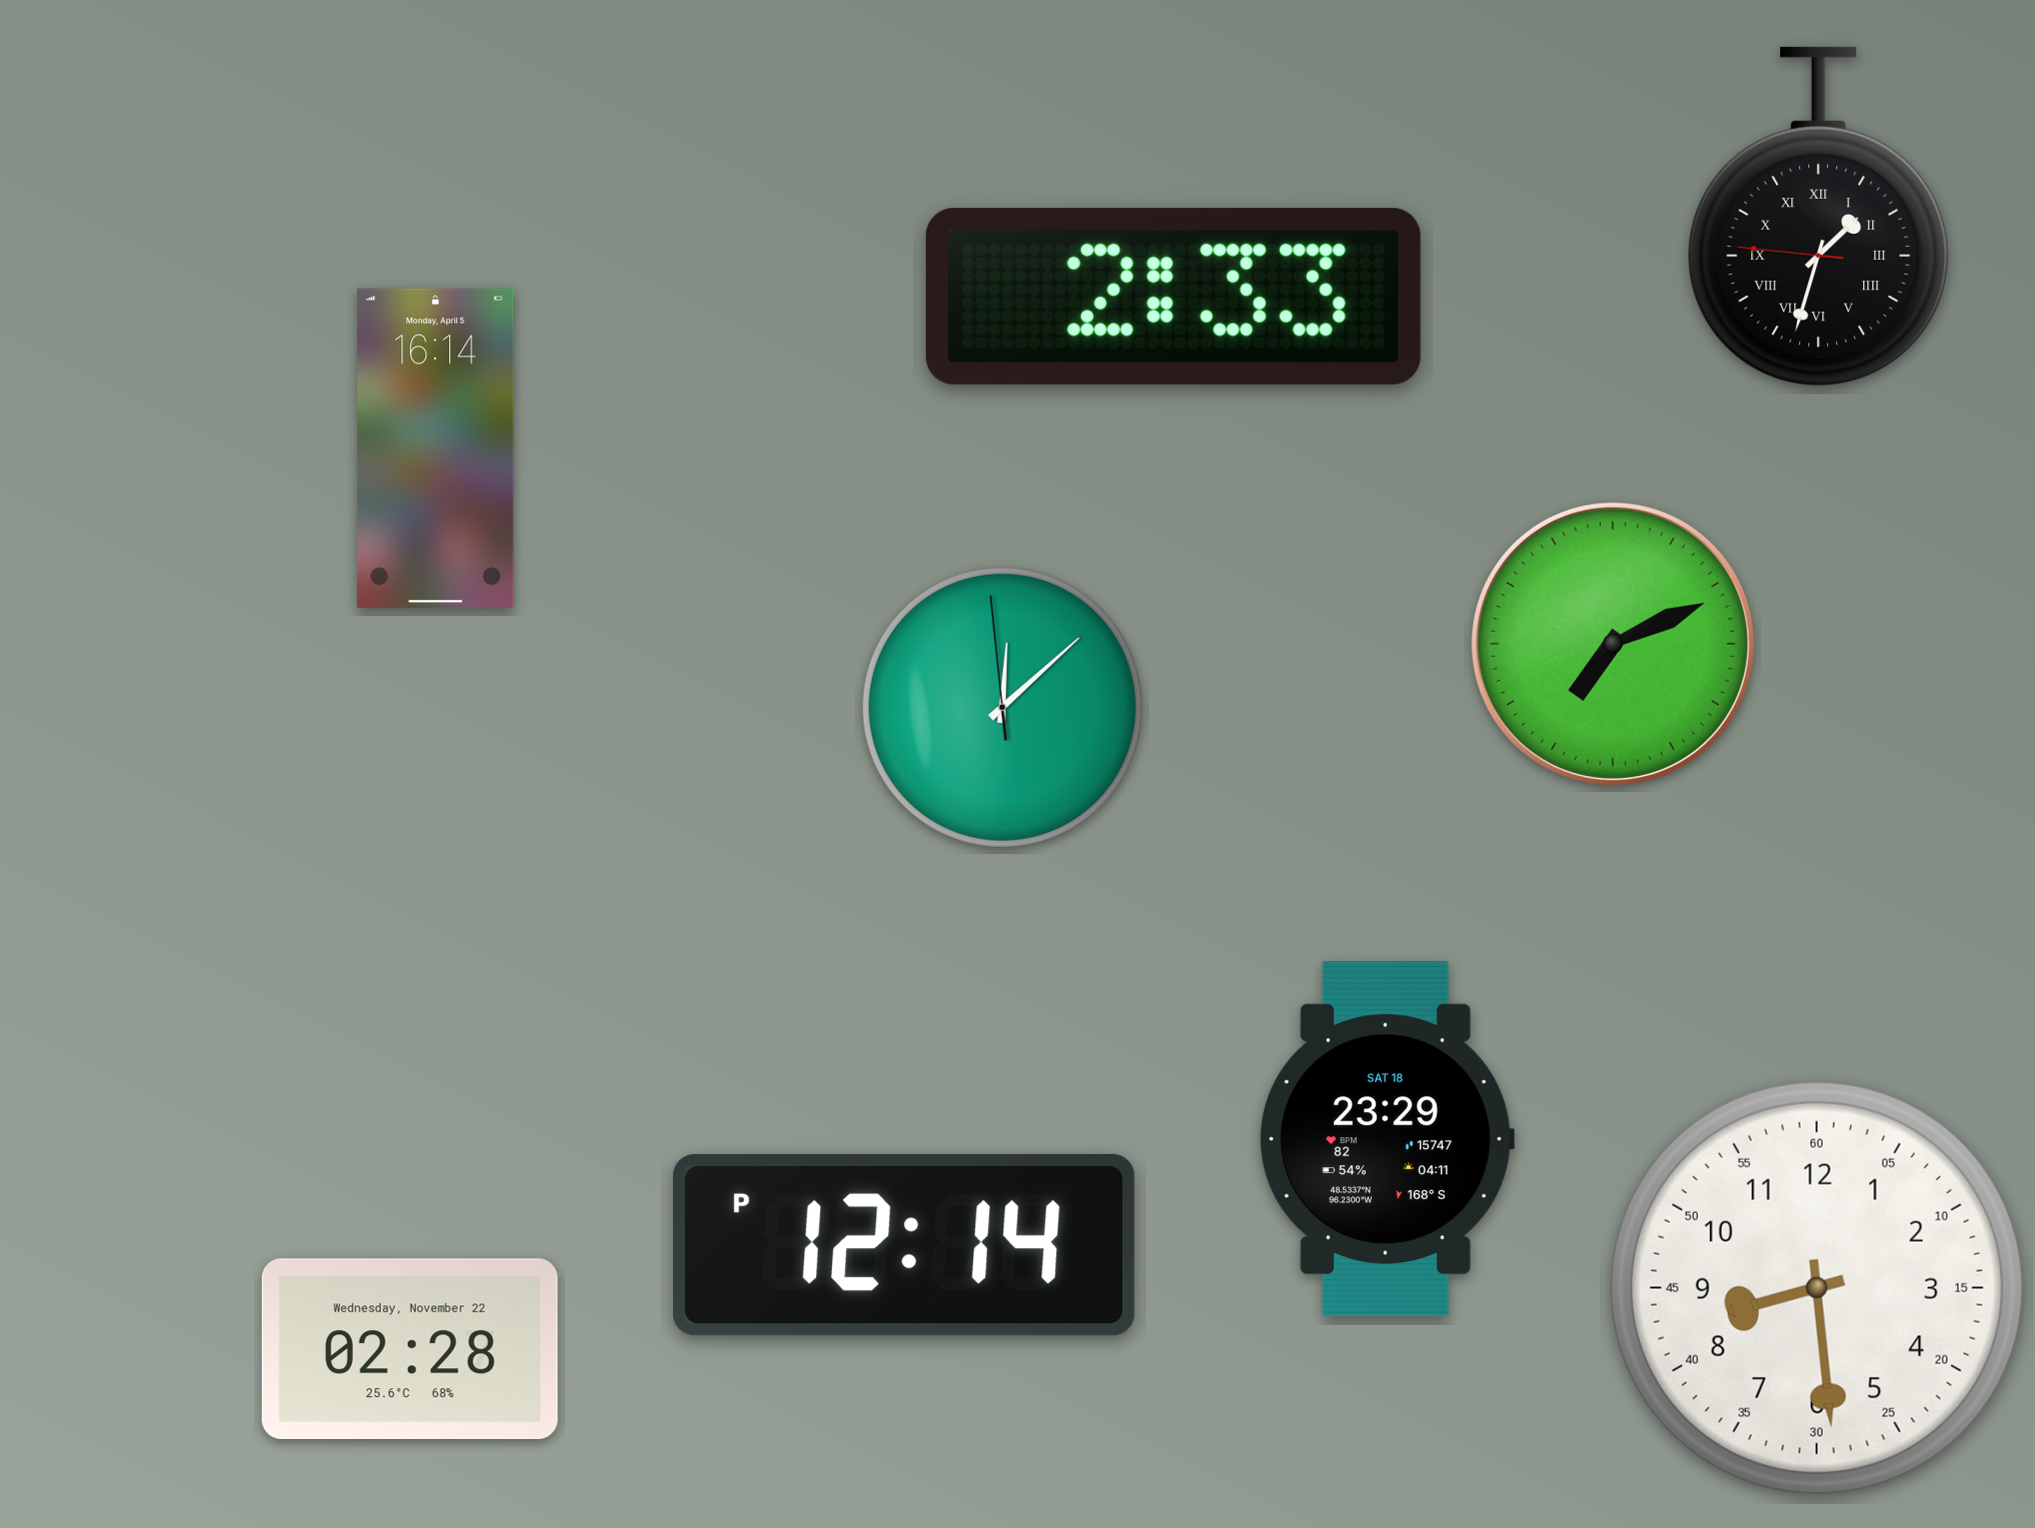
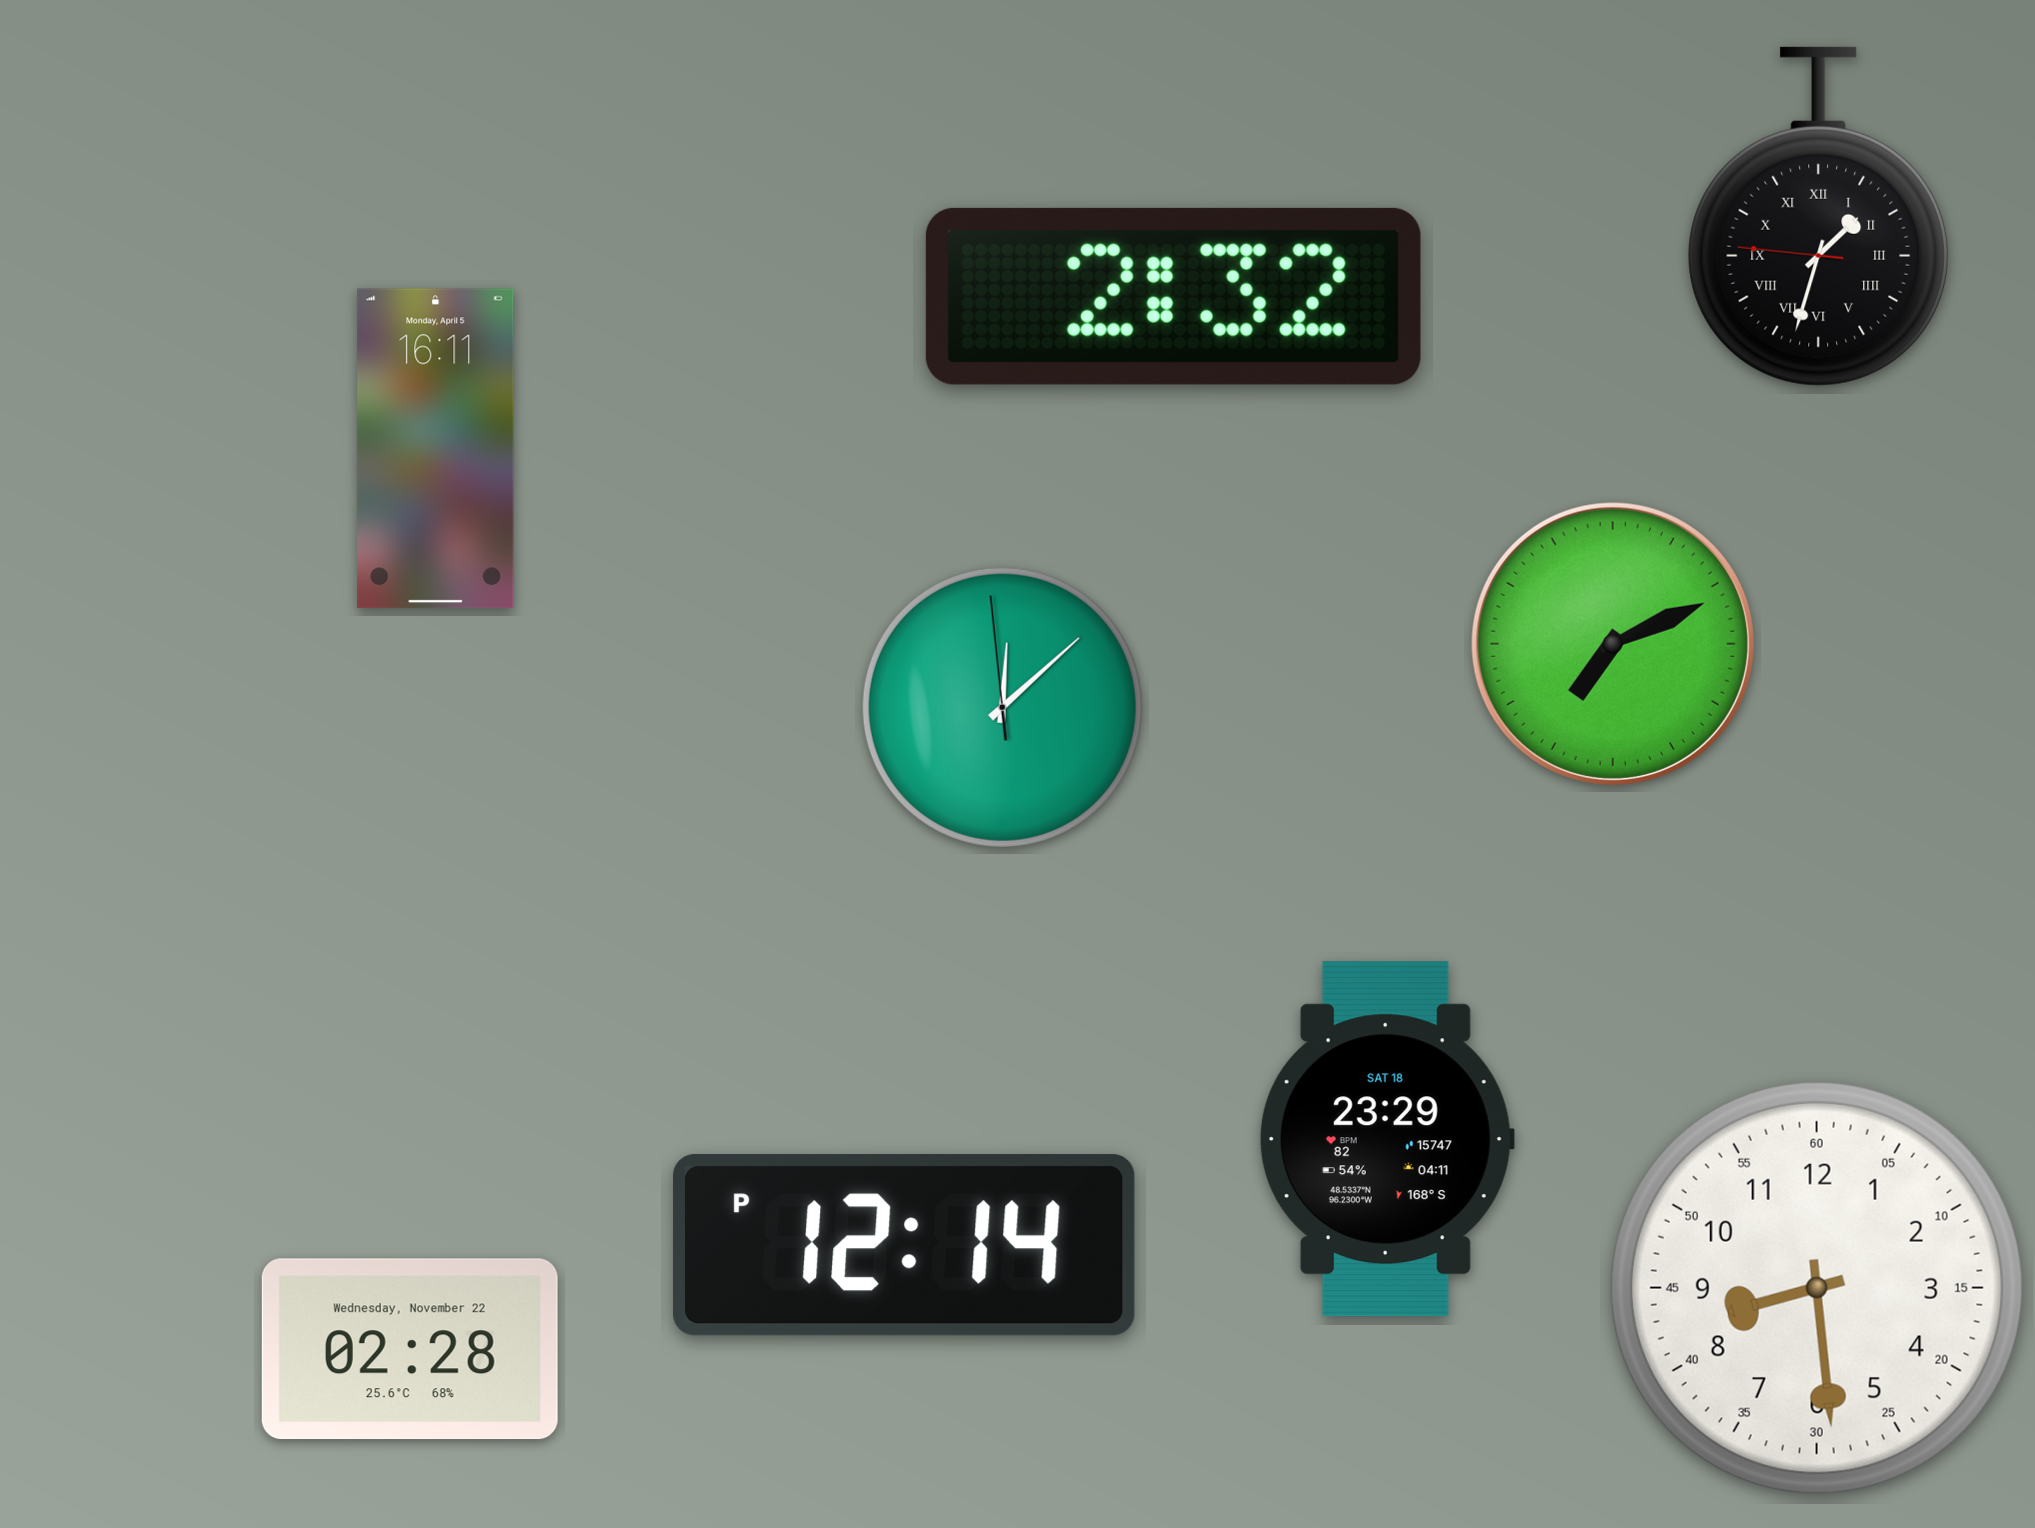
clock at (1173, 296): 2:33 -> 2:32
clock at (436, 449): 16:14 -> 16:11
